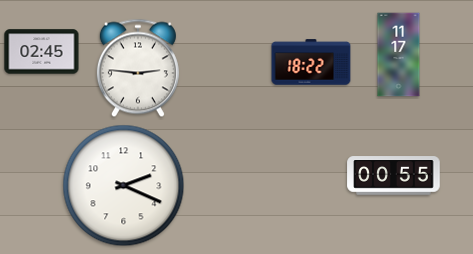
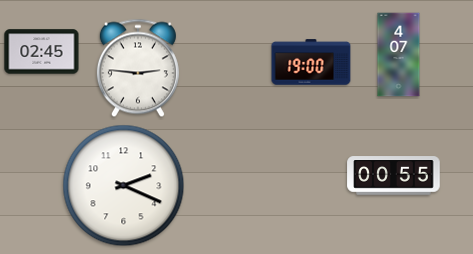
clock at (399, 55): 11:17 -> 4:07
clock at (311, 62): 18:22 -> 19:00
